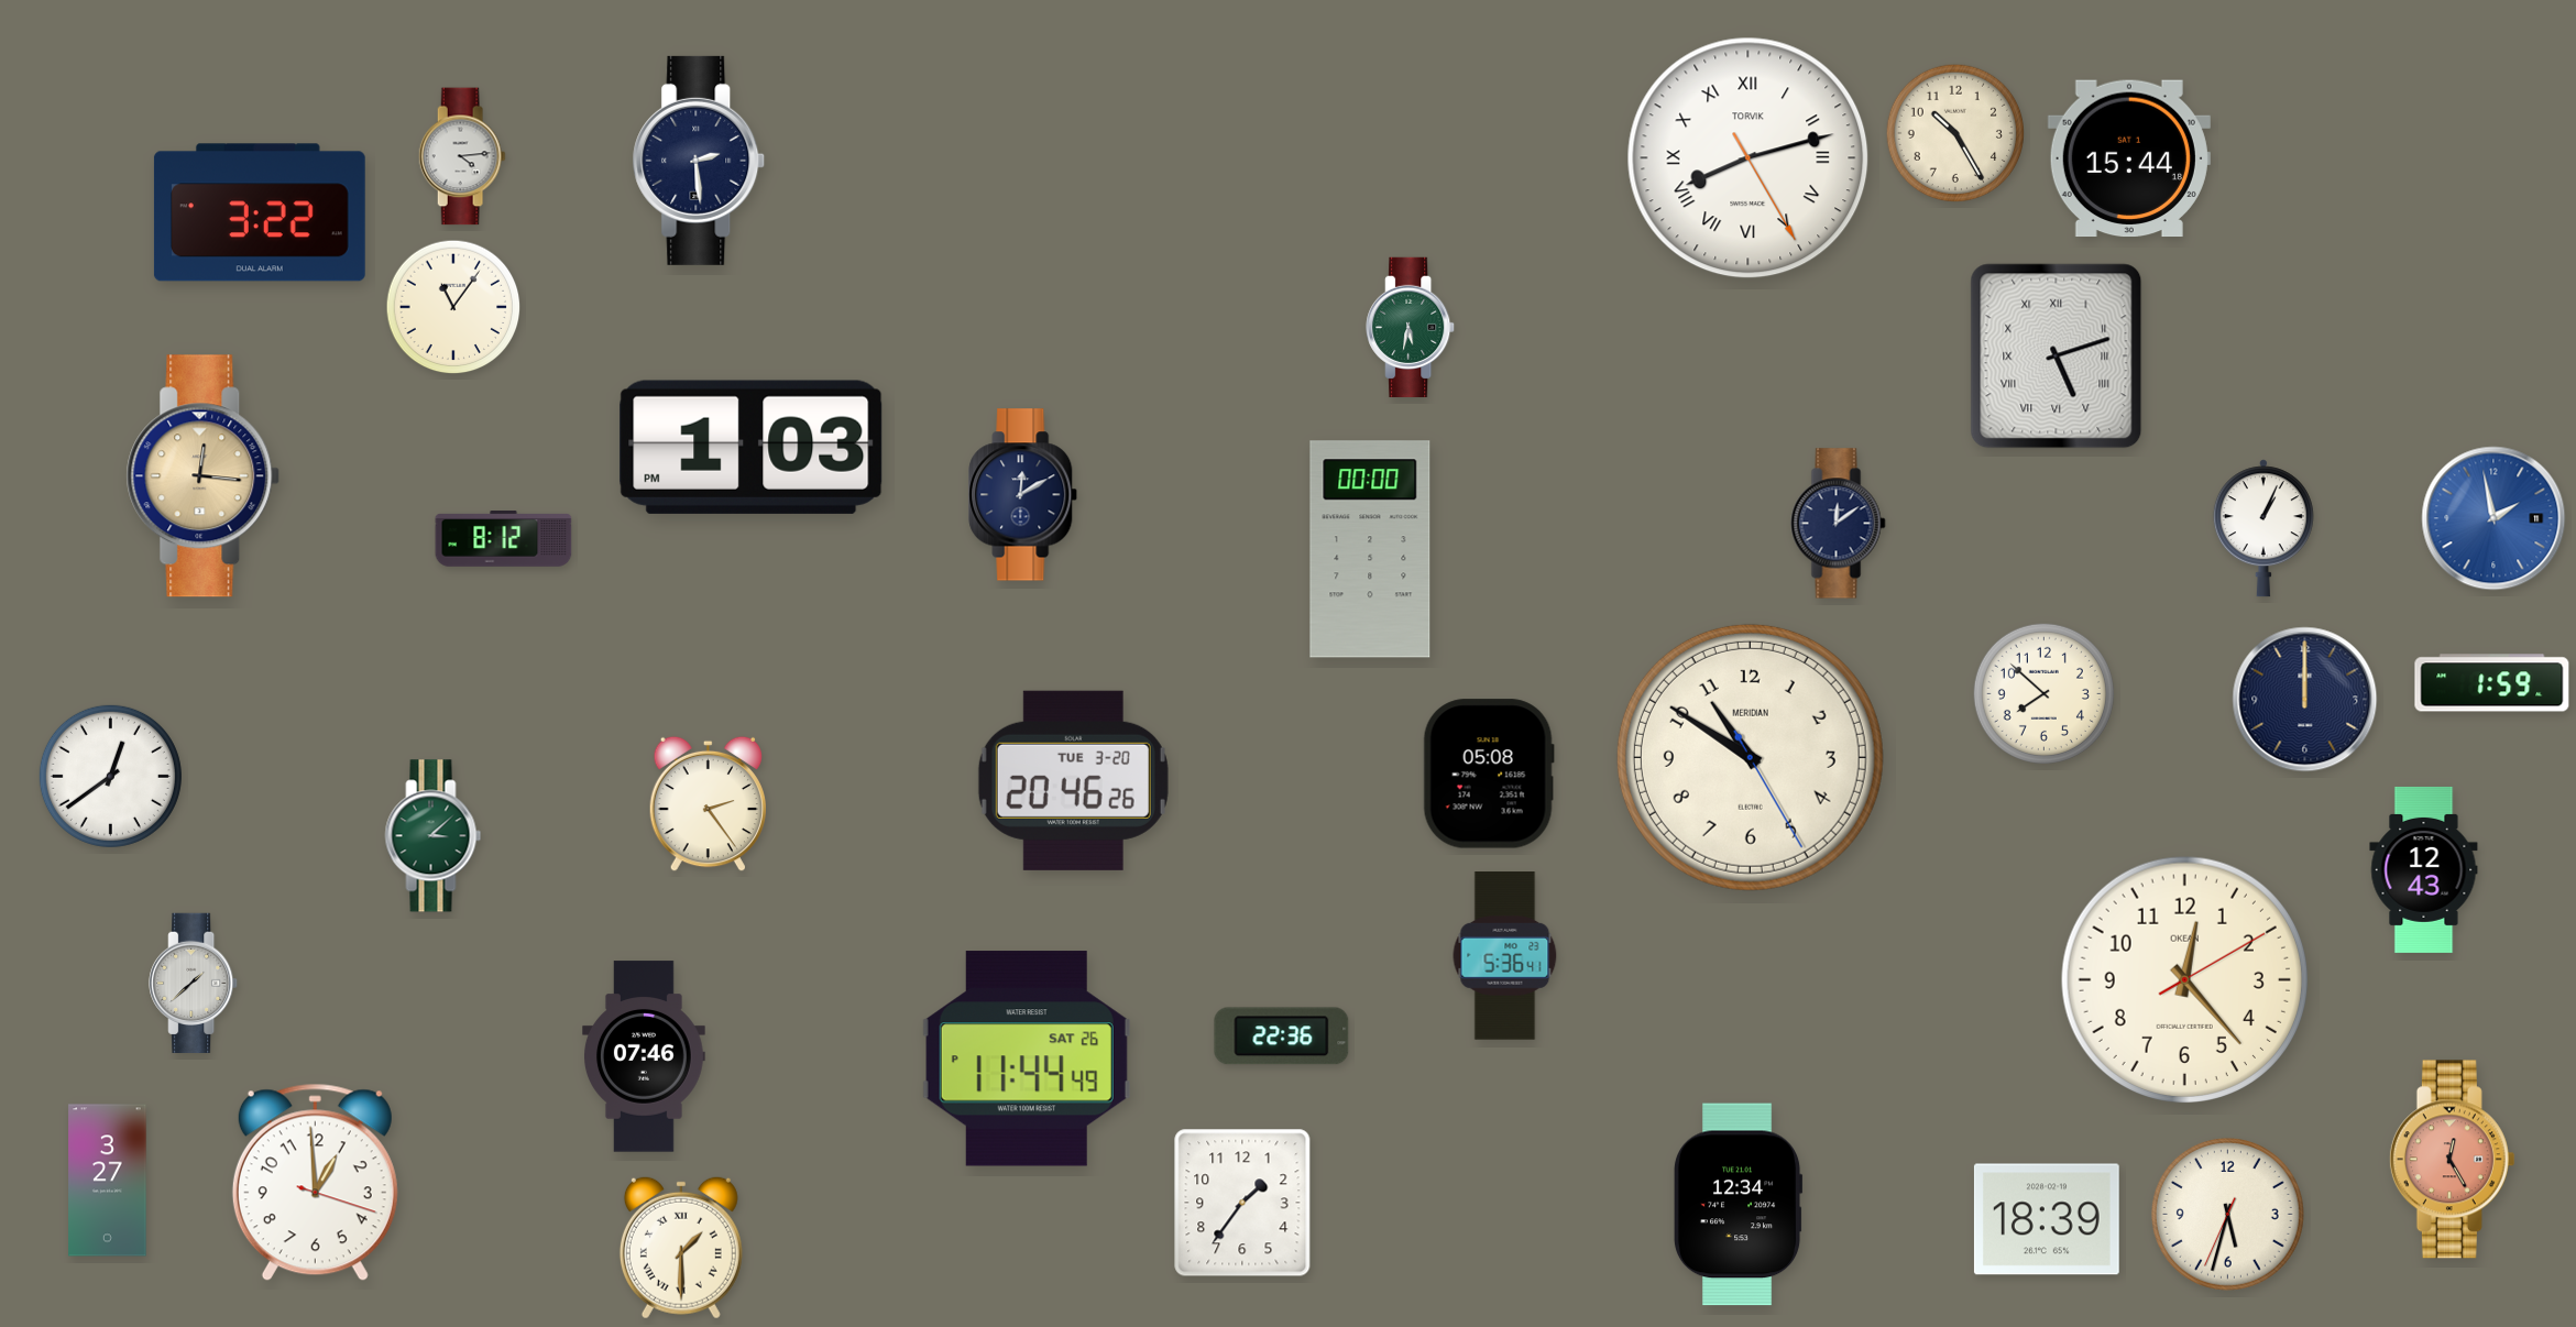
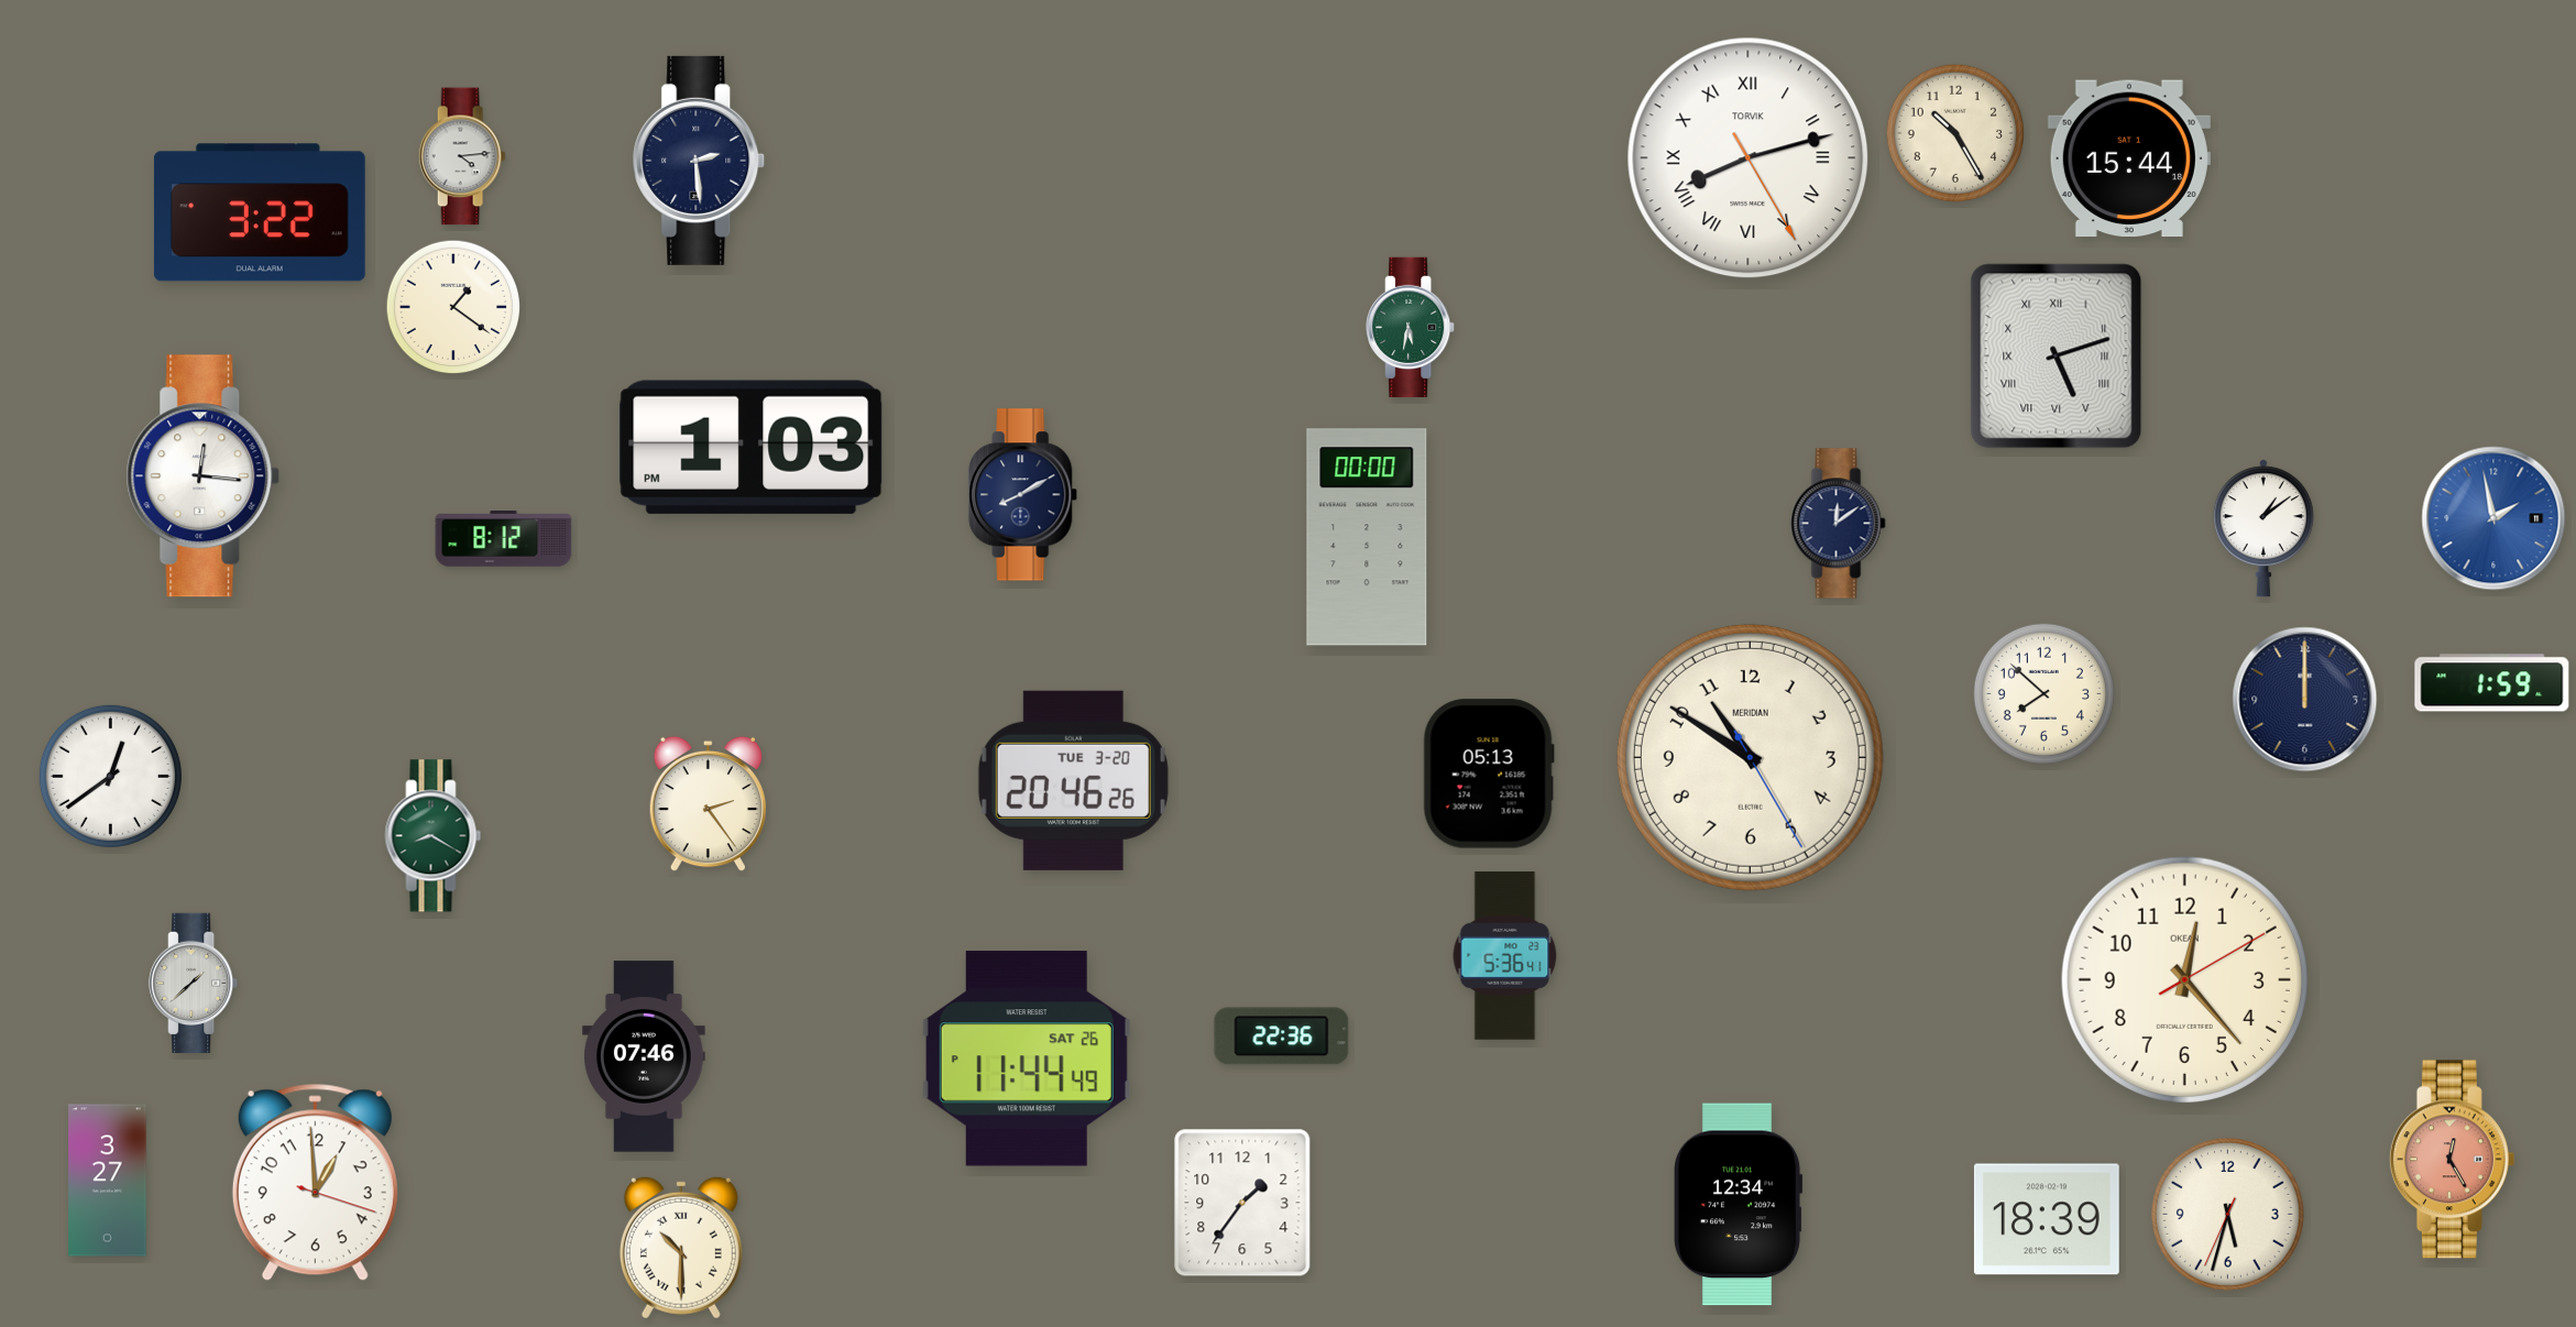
clock at (453, 307): 11:06 -> 1:21
clock at (204, 476) dial: champagne -> white
clock at (1023, 495): 12:10 -> 8:10
clock at (2263, 528): 1:04 -> 1:09
clock at (1370, 549) position: (1370, 549) -> (1367, 537)
clock at (1489, 774): 05:08 -> 05:13
clock at (434, 836): 3:08 -> 8:20
clock at (2424, 869): 12:43 -> none
clock at (681, 1248): 1:30 -> 10:30
